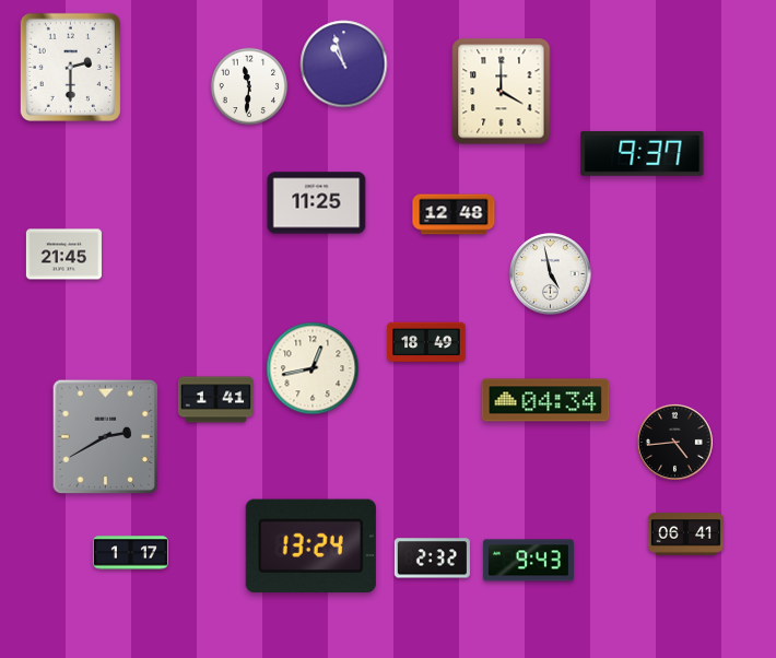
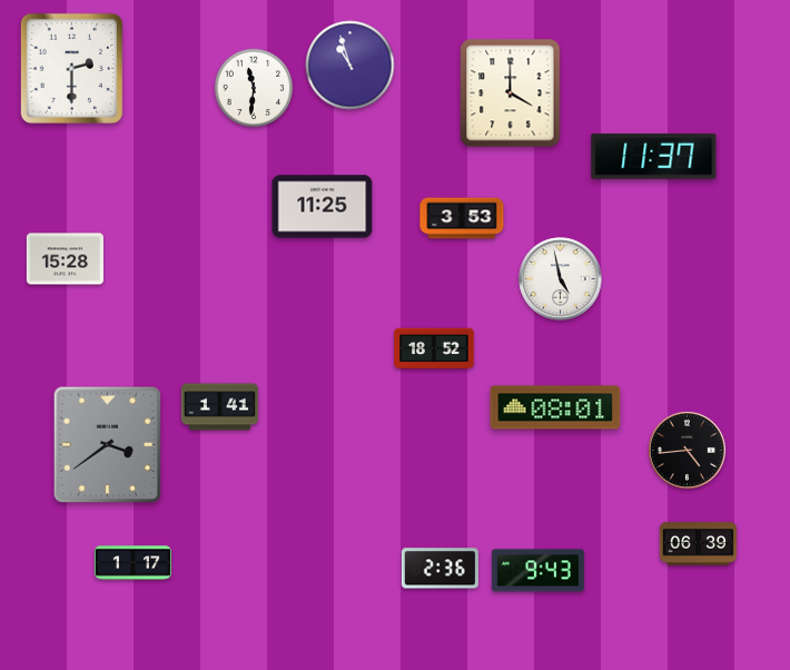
clock at (643, 153): 9:37 -> 11:37
clock at (454, 214): 12:48 -> 3:53
clock at (63, 255): 21:45 -> 15:28
clock at (426, 342): 18:49 -> 18:52
clock at (313, 368): 12:43 -> none
clock at (545, 400): 04:34 -> 08:01
clock at (105, 437): 2:40 -> 3:39
clock at (685, 534): 06:41 -> 06:39
clock at (310, 547): 13:24 -> none
clock at (432, 559): 2:32 -> 2:36
